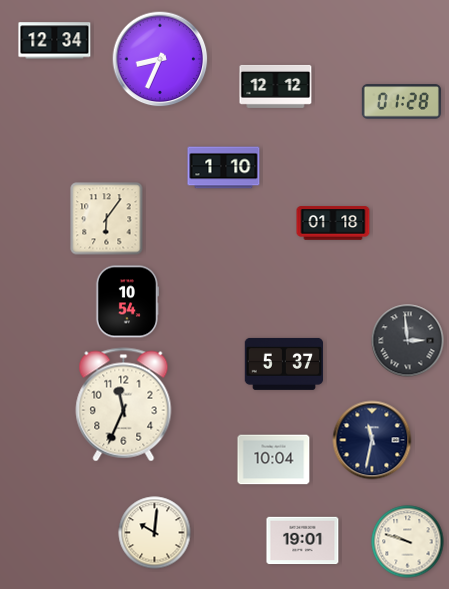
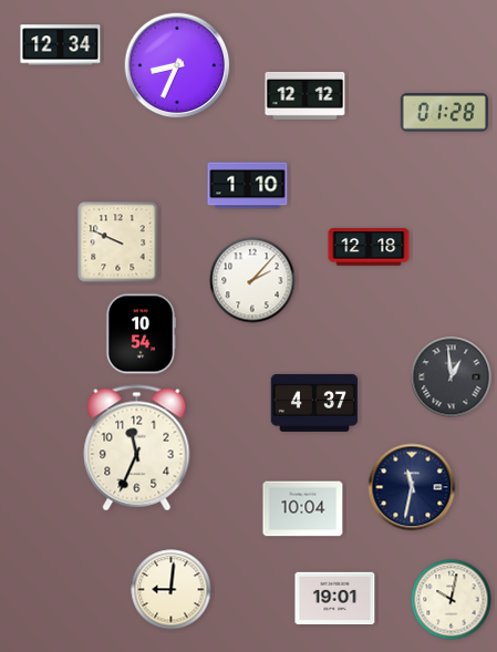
clock at (107, 219): 6:06 -> 9:49
clock at (333, 223): 01:18 -> 12:18
clock at (252, 280): none -> 2:07
clock at (408, 341): 2:59 -> 12:59
clock at (283, 364): 5:37 -> 4:37
clock at (155, 533): 10:01 -> 9:01
clock at (408, 542): 9:48 -> 10:02
